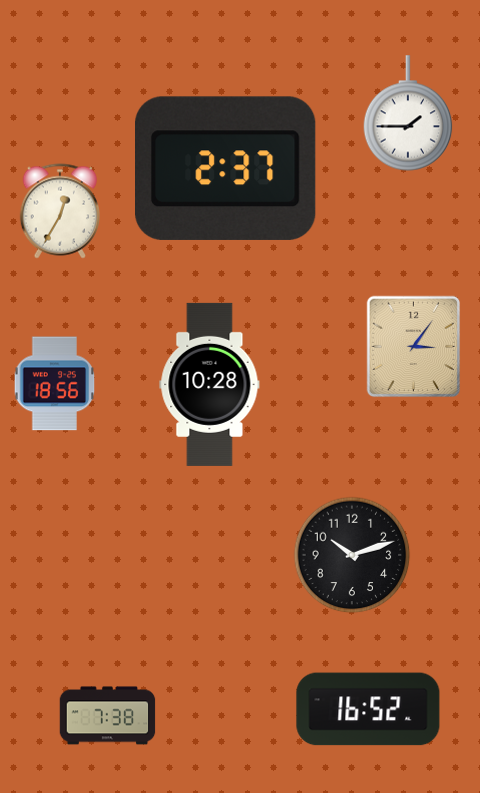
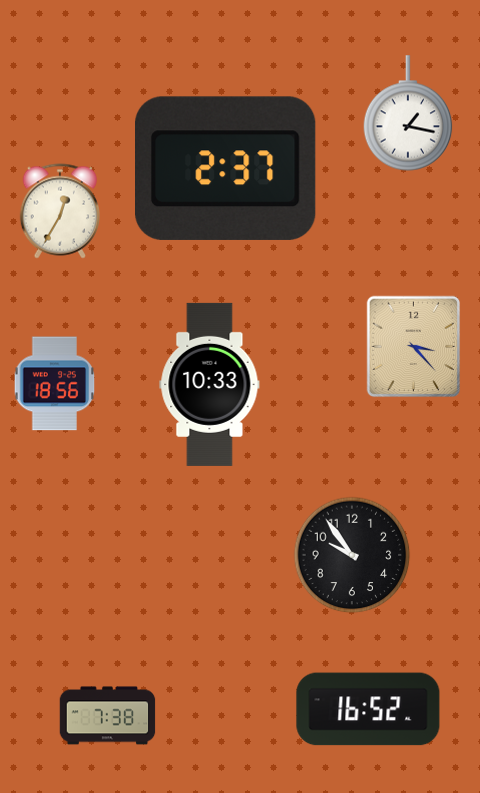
clock at (408, 113): 1:45 -> 1:17
clock at (414, 347): 3:06 -> 3:23
clock at (210, 384): 10:28 -> 10:33
clock at (352, 555): 10:12 -> 9:54
